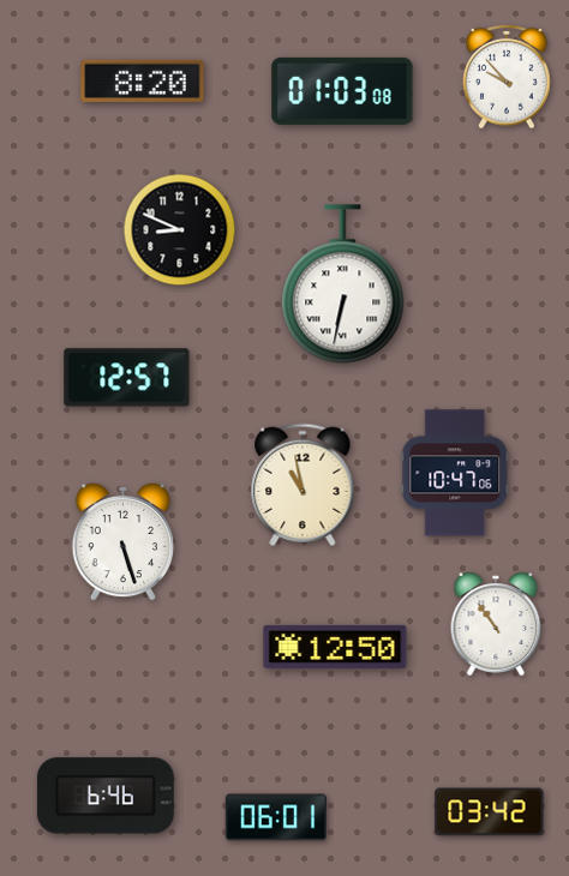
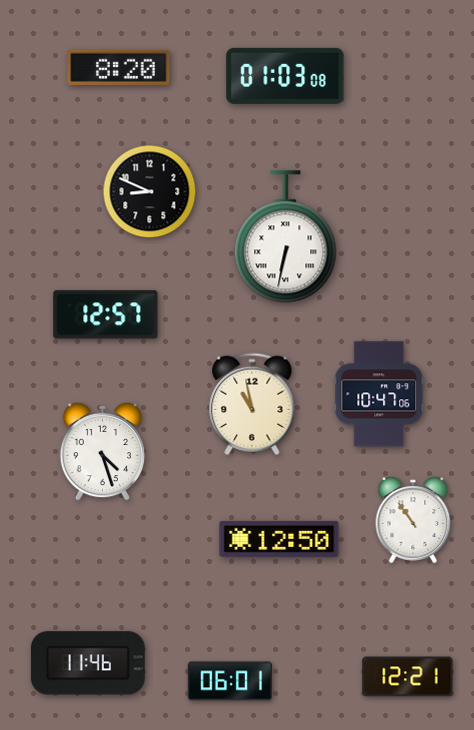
clock at (507, 77): 9:53 -> none
clock at (124, 541): 5:27 -> 4:27
clock at (106, 796): 6:46 -> 11:46
clock at (490, 812): 03:42 -> 12:21
